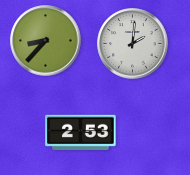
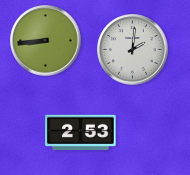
clock at (46, 41): 8:37 -> 8:44
clock at (133, 44) position: (133, 44) -> (133, 50)
